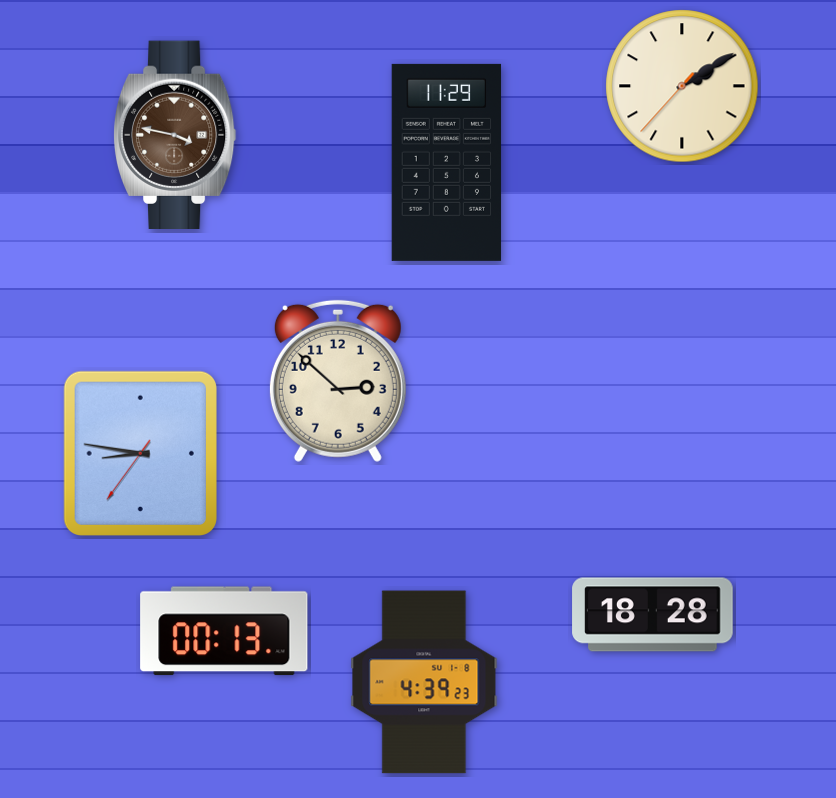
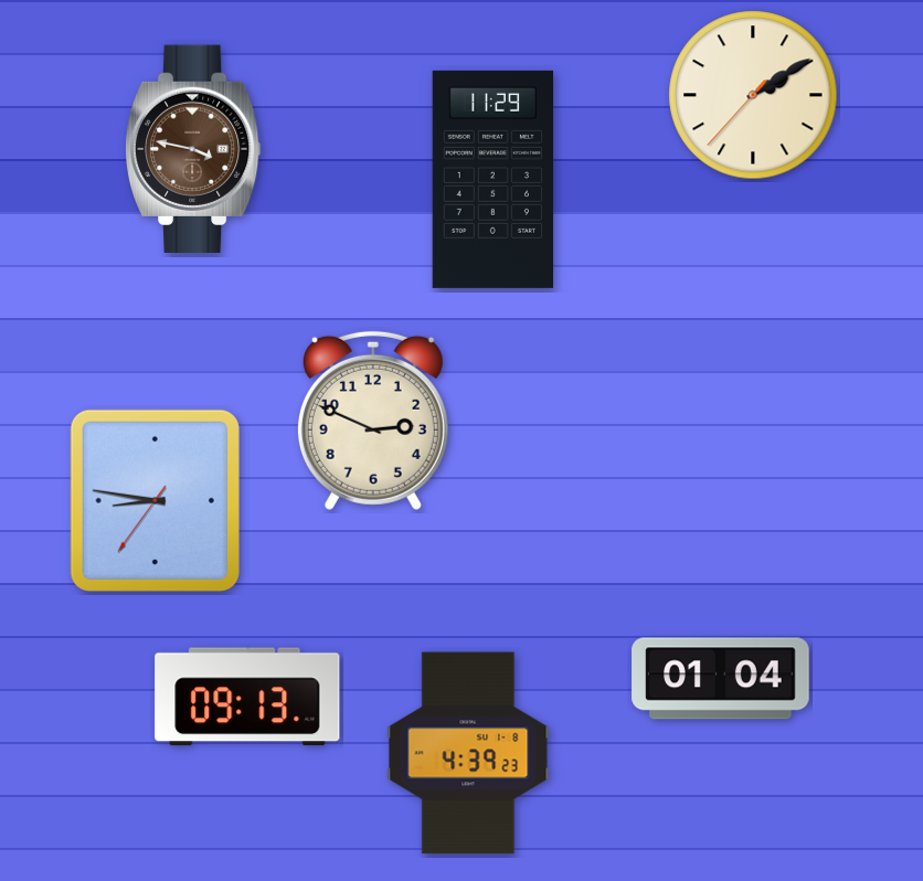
clock at (338, 381): 2:52 -> 2:49
clock at (653, 615): 18:28 -> 01:04
clock at (224, 631): 00:13 -> 09:13
